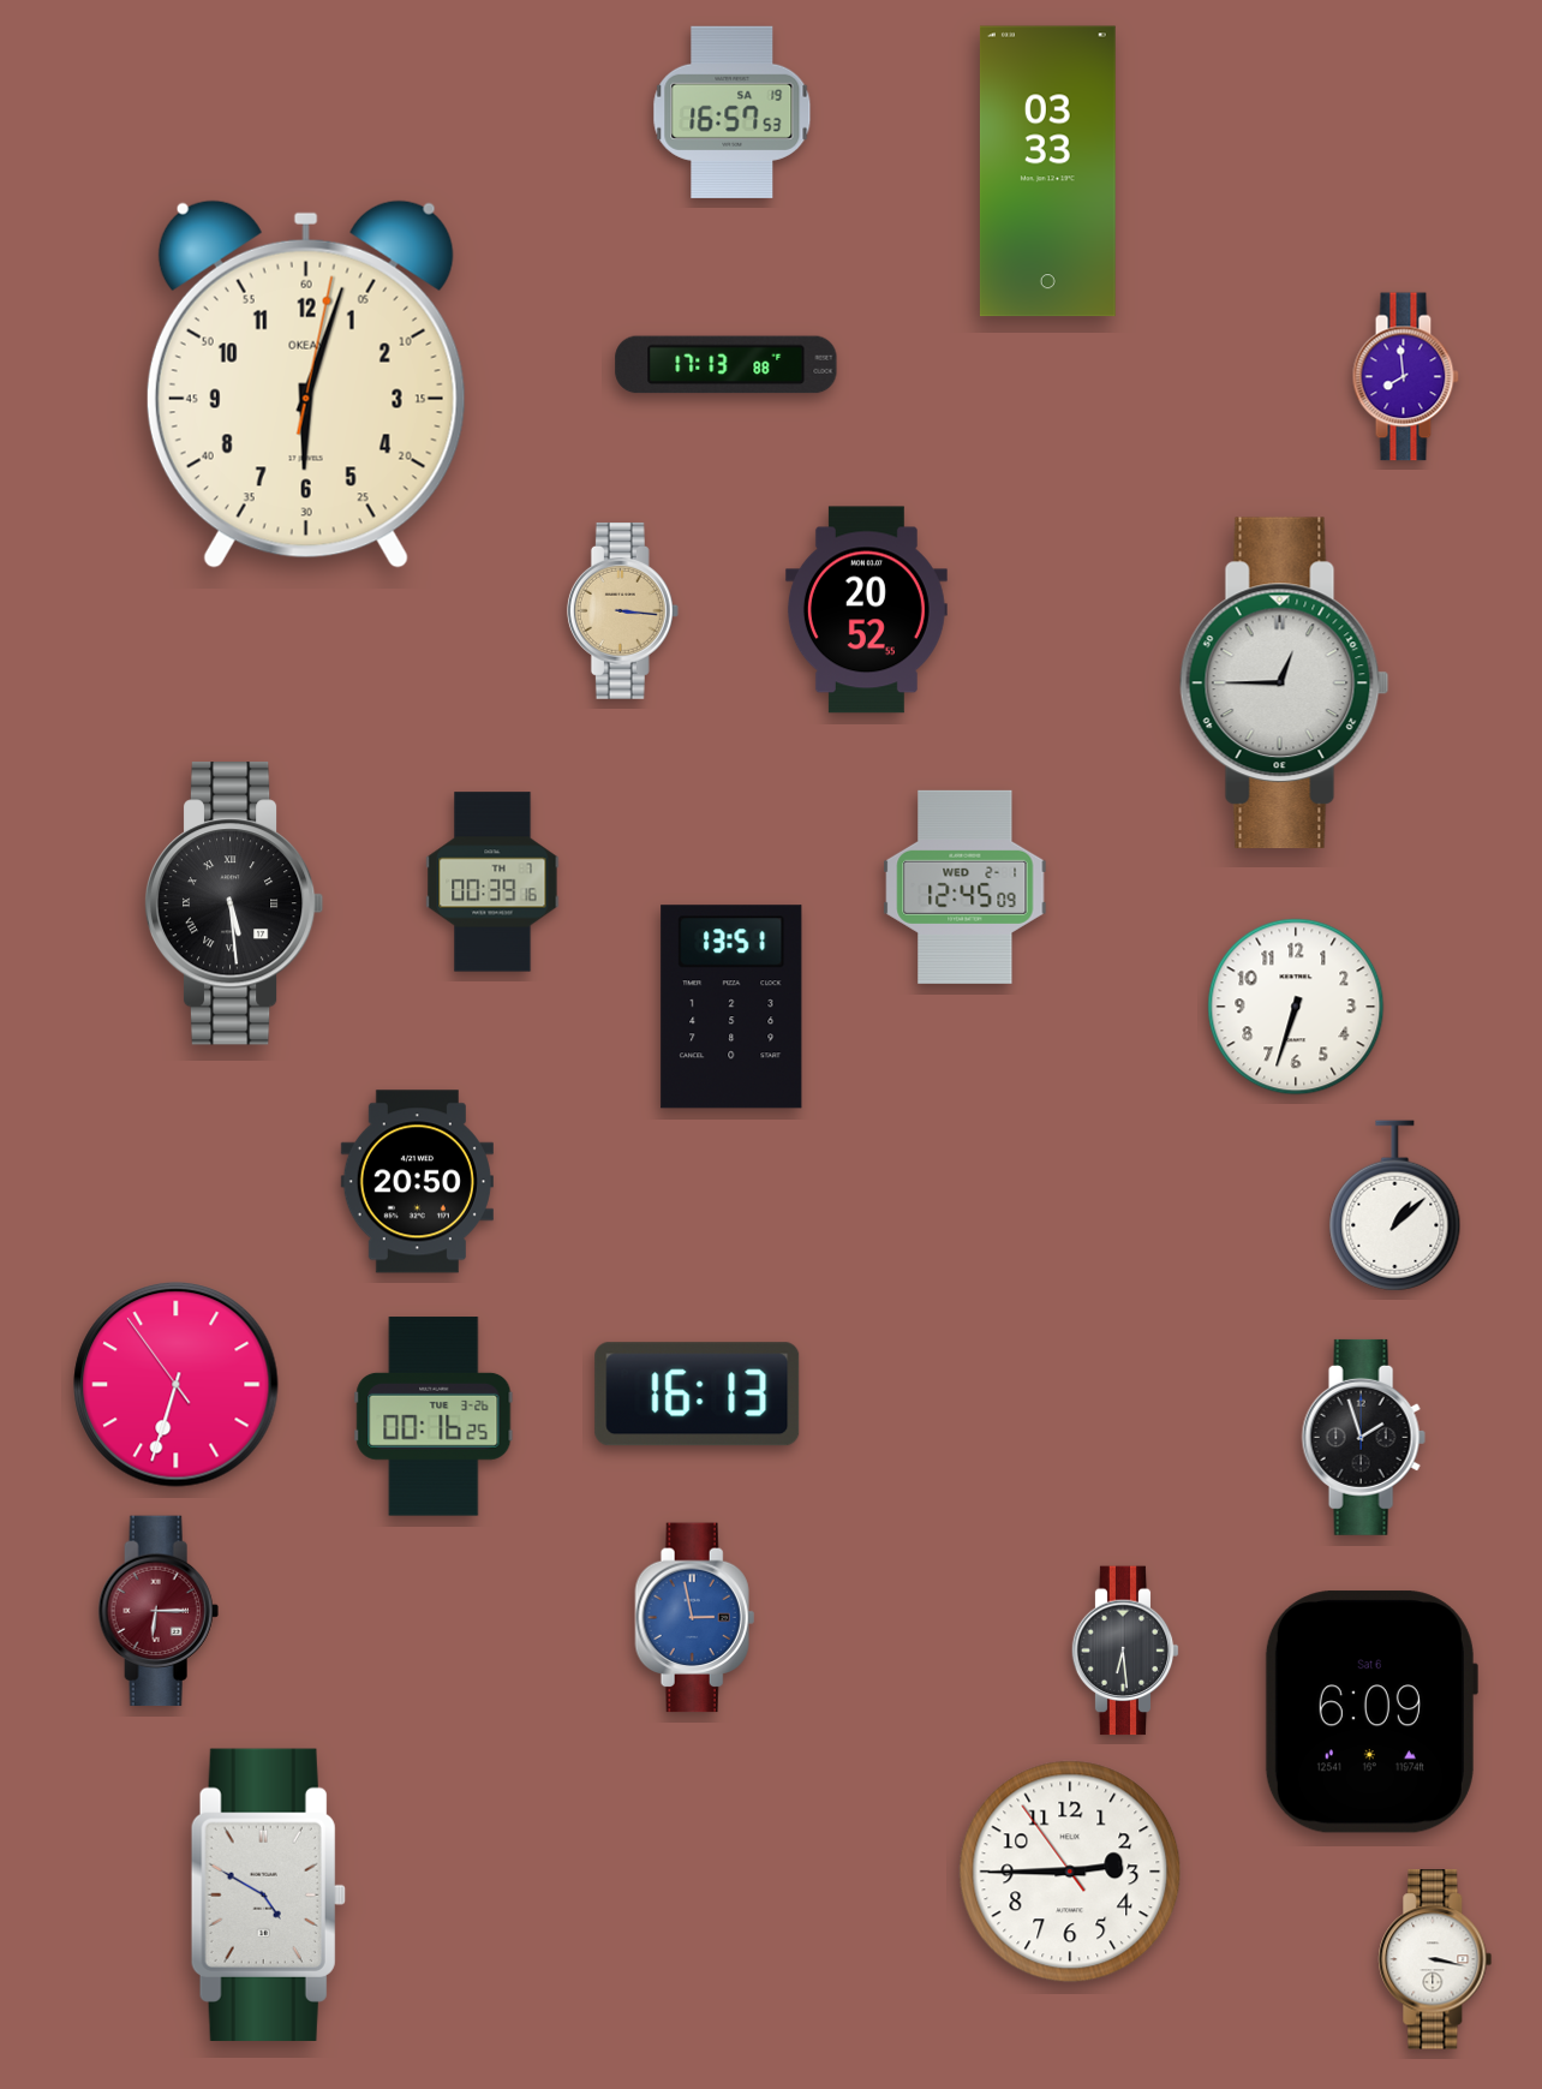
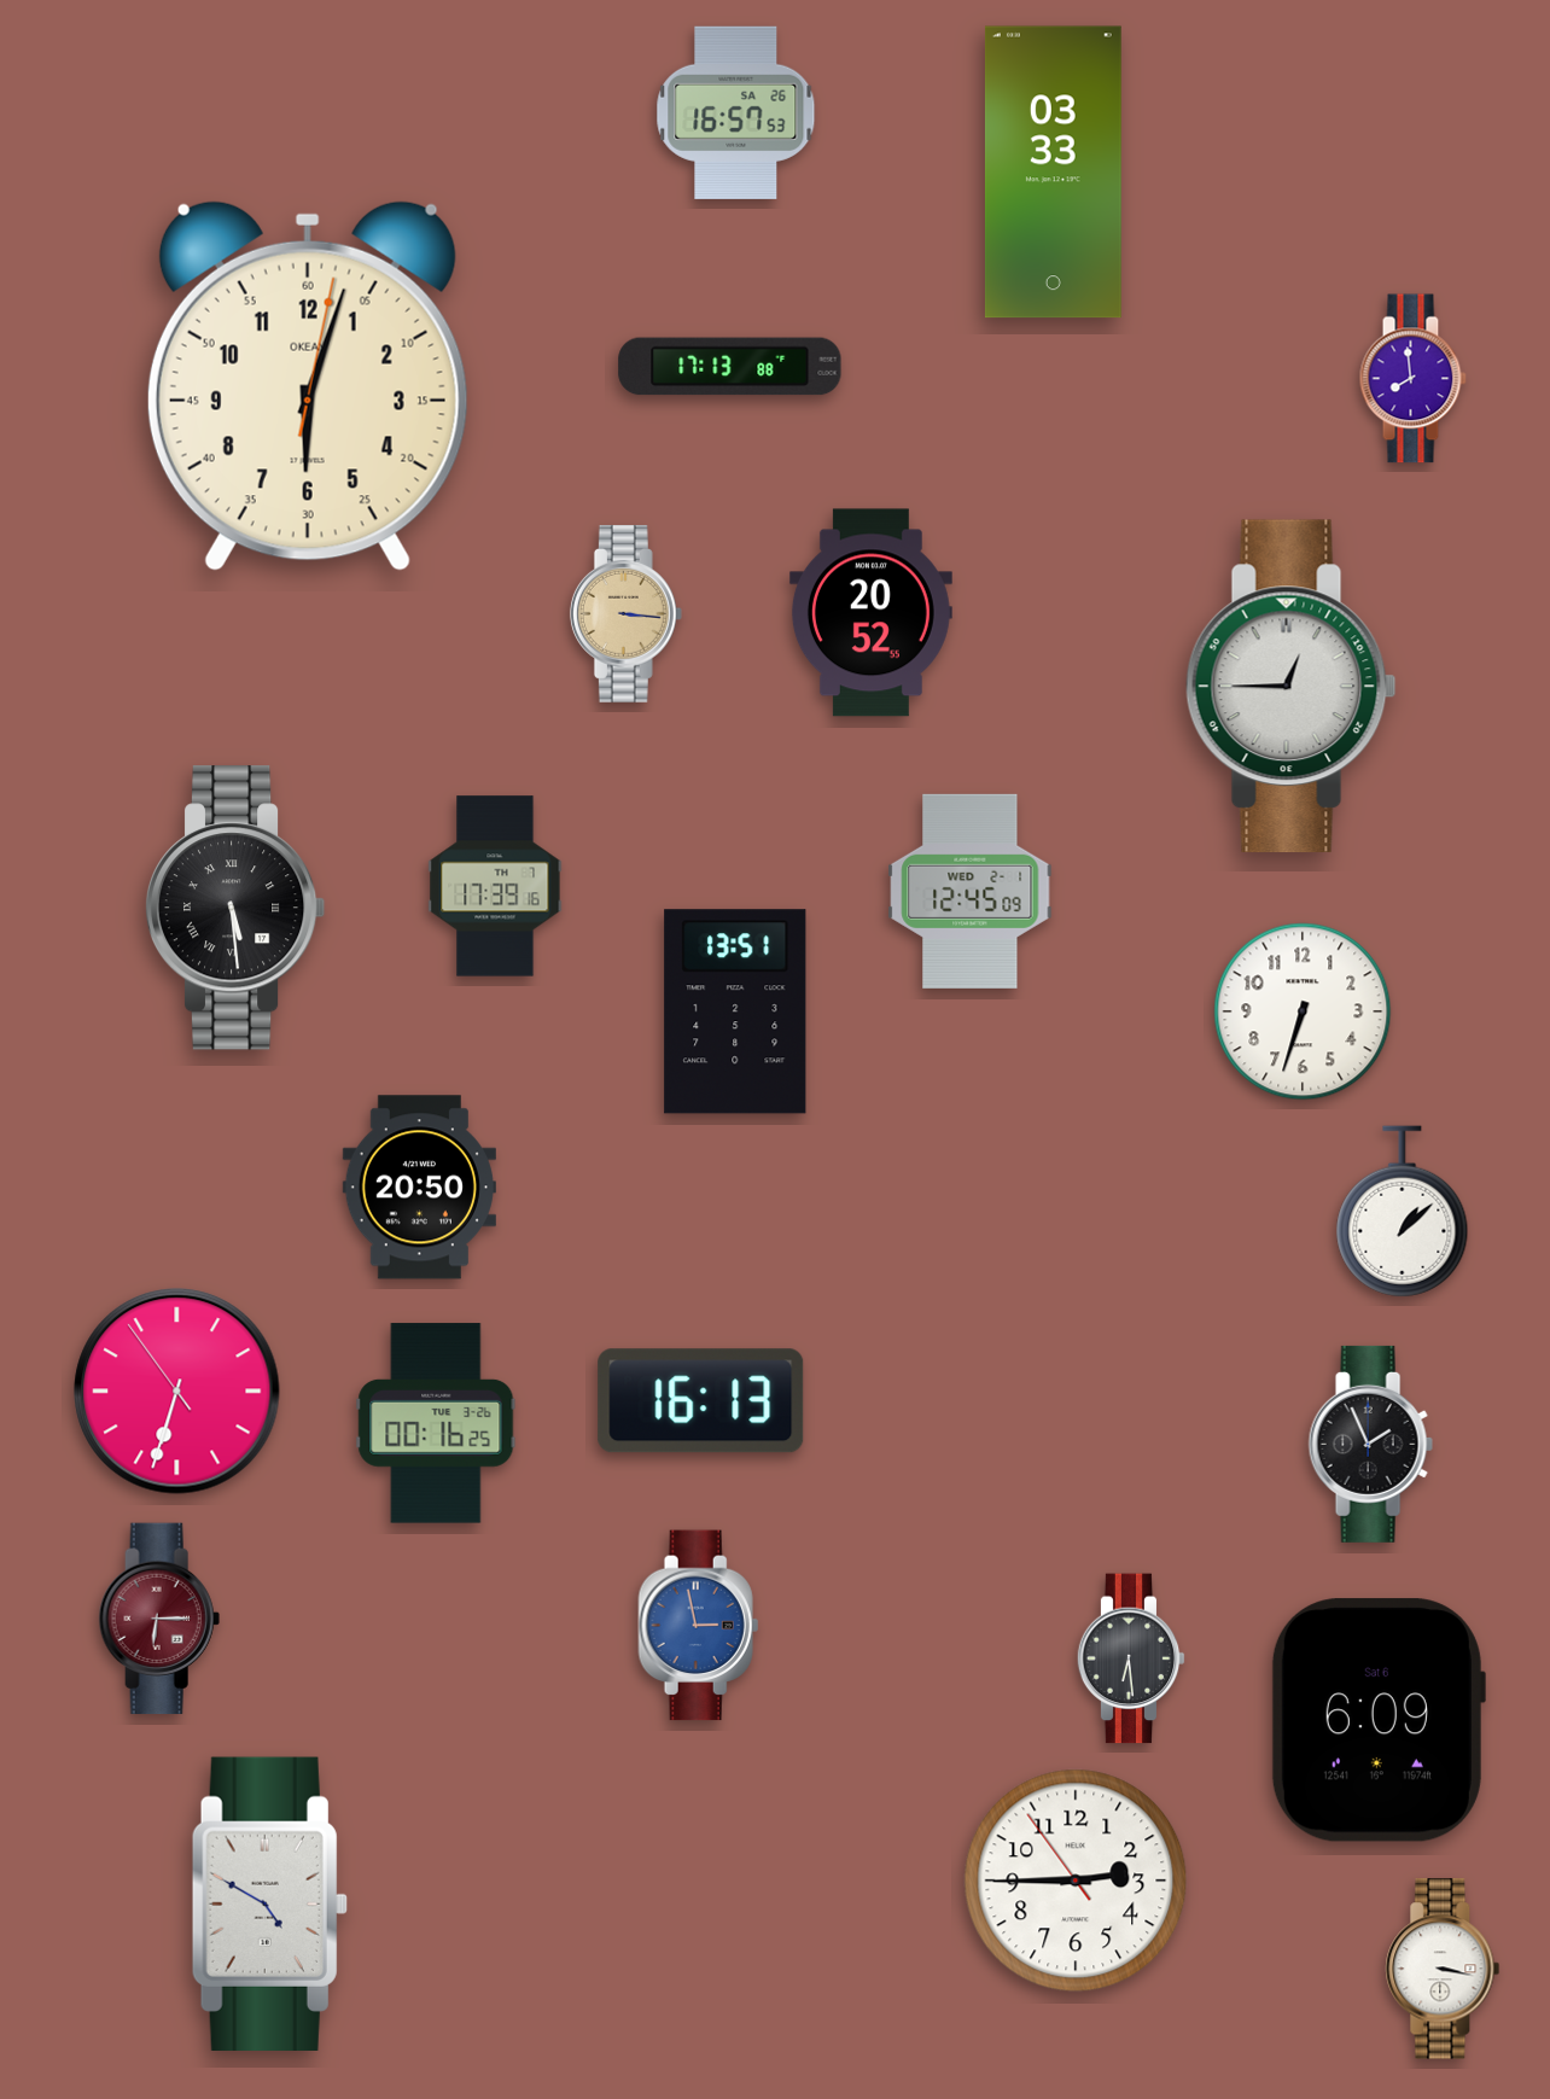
clock at (733, 112) date: SA 19 -> SA 26
clock at (492, 882): 00:39 -> 17:39
clock at (1363, 1437): 1:57 -> 1:56
